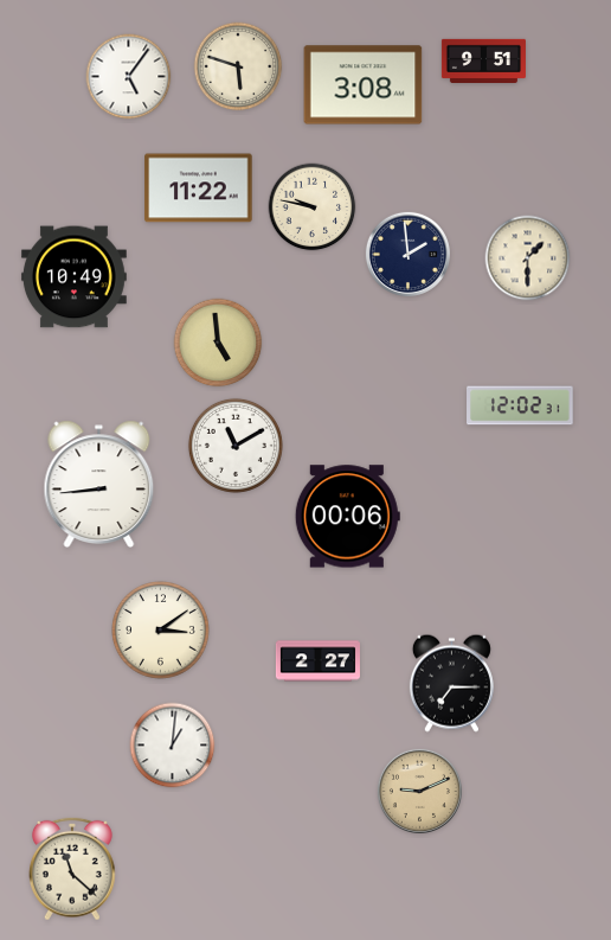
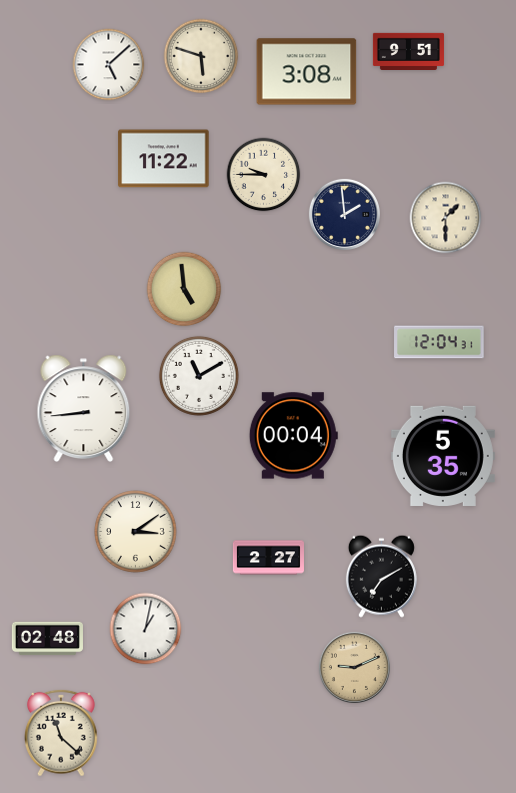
clock at (129, 77): 5:06 -> 5:08
clock at (199, 188) position: (199, 188) -> (164, 159)
clock at (313, 207): 9:47 -> 9:45
clock at (73, 277): 10:49 -> none
clock at (520, 405): 12:02 -> 12:04
clock at (347, 517): 00:06 -> 00:04
clock at (443, 456): none -> 5:35
clock at (451, 683): 7:15 -> 7:10
clock at (173, 746): 1:01 -> 1:02
clock at (47, 639): none -> 02:48
